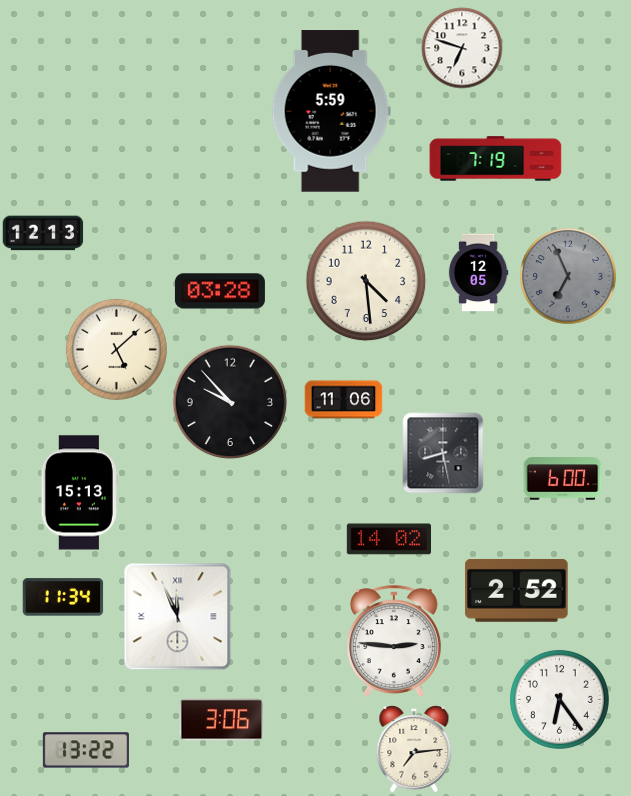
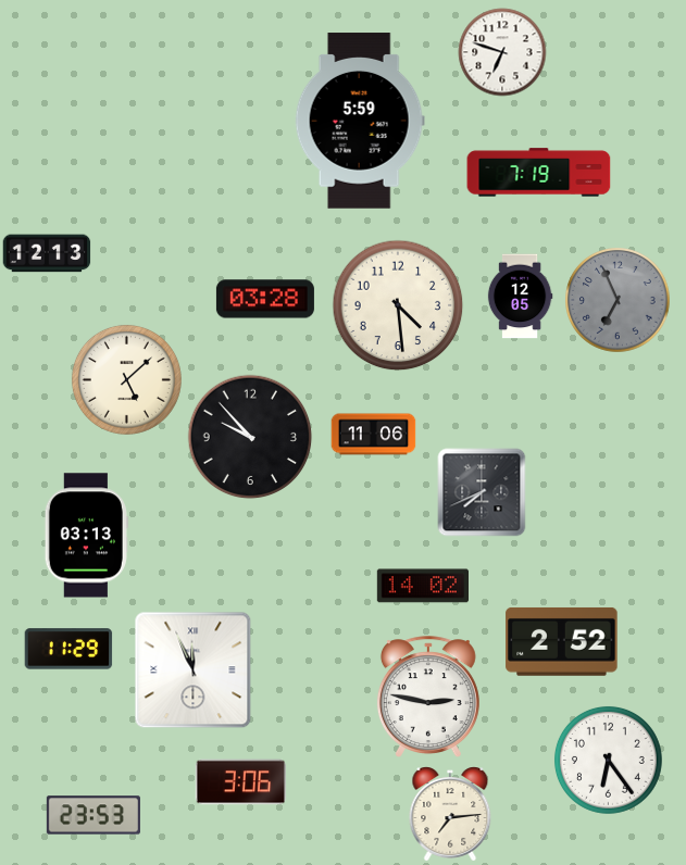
clock at (220, 291) position: (220, 291) -> (265, 299)
clock at (443, 453): 8:28 -> 7:41
clock at (562, 479): 6:00 -> none
clock at (79, 493): 15:13 -> 03:13
clock at (63, 597): 11:34 -> 11:29
clock at (394, 641): 2:46 -> 2:47
clock at (86, 750): 13:22 -> 23:53
